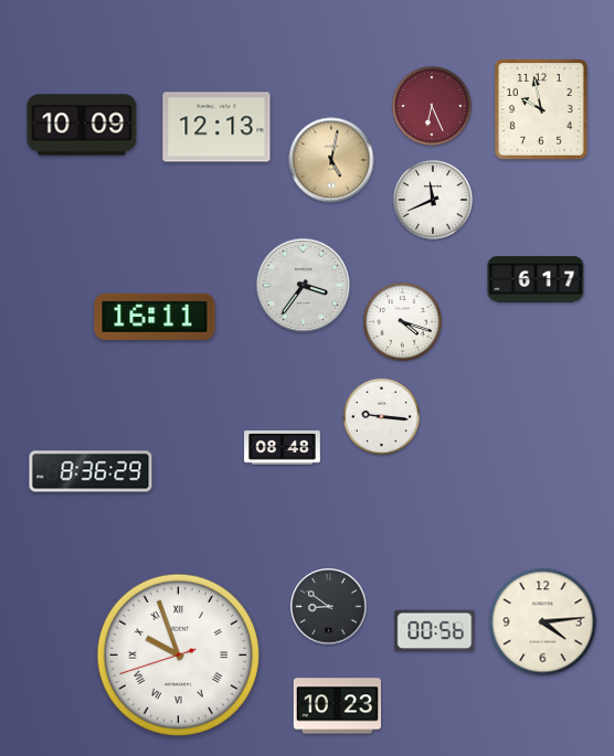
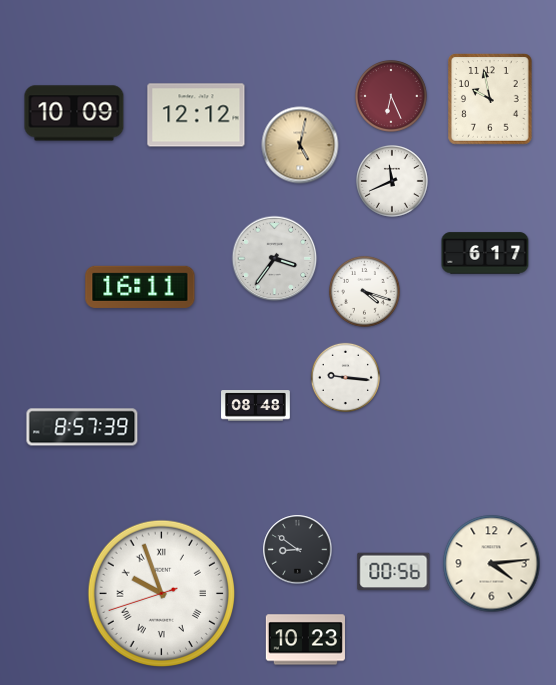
clock at (216, 127): 12:13 -> 12:12
clock at (91, 471): 8:36 -> 8:57
